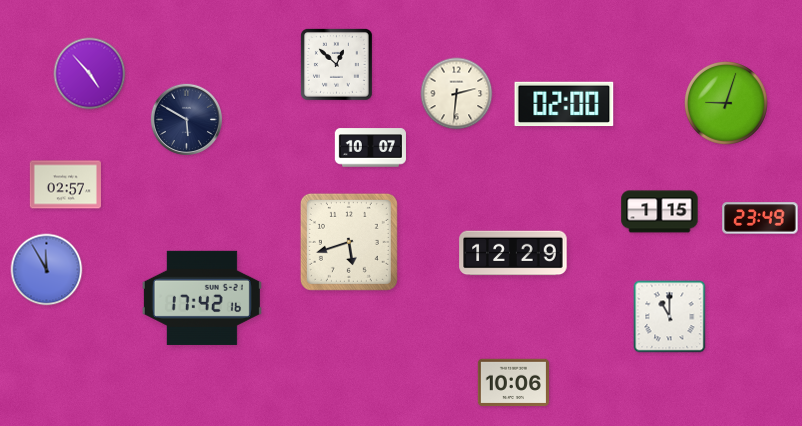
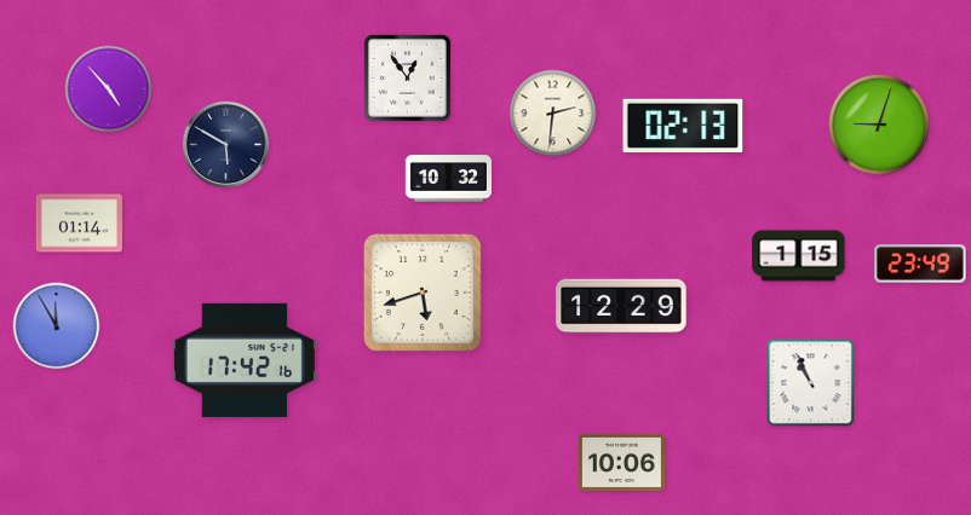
clock at (336, 64): 12:52 -> 12:54
clock at (564, 104): 02:00 -> 02:13
clock at (370, 148): 10:07 -> 10:32
clock at (65, 185): 02:57 -> 01:14
clock at (670, 317): 11:00 -> 10:56
